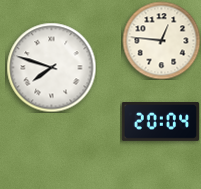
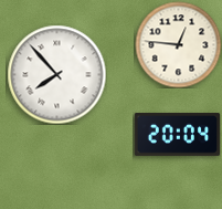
clock at (51, 67): 7:48 -> 7:53
